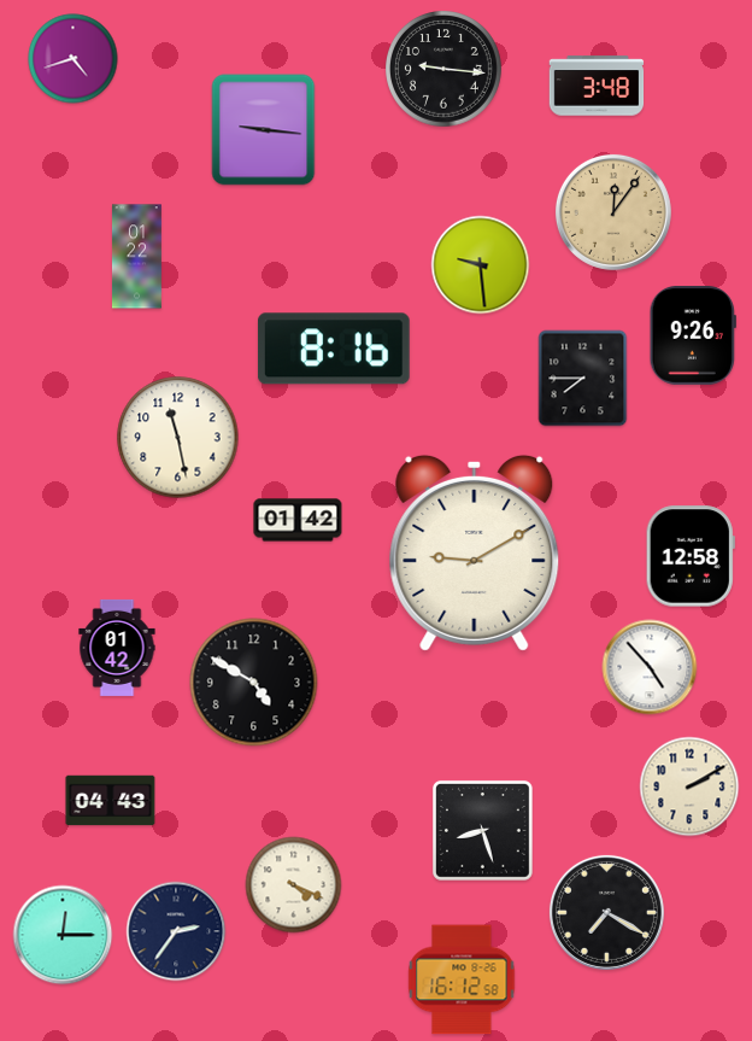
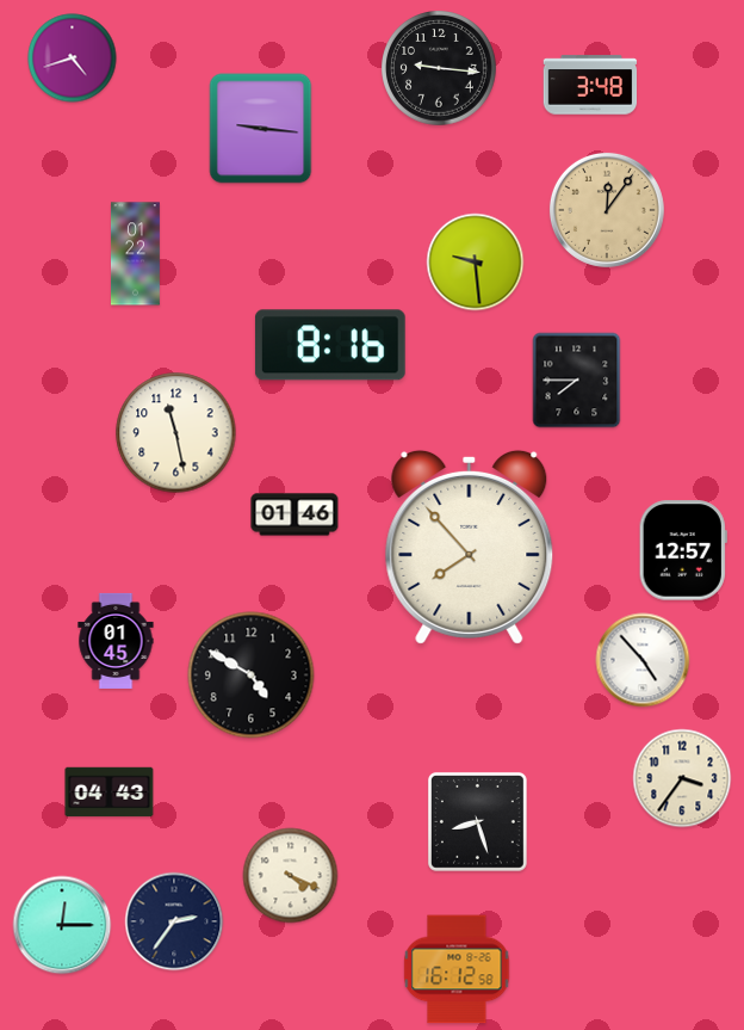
clock at (693, 337): 9:26 -> none
clock at (583, 379) position: (583, 379) -> (577, 381)
clock at (298, 520): 01:42 -> 01:46
clock at (475, 552): 9:10 -> 7:53
clock at (691, 556): 12:58 -> 12:57
clock at (117, 648): 01:42 -> 01:45
clock at (689, 786): 2:10 -> 3:36
clock at (606, 912): 7:20 -> none
